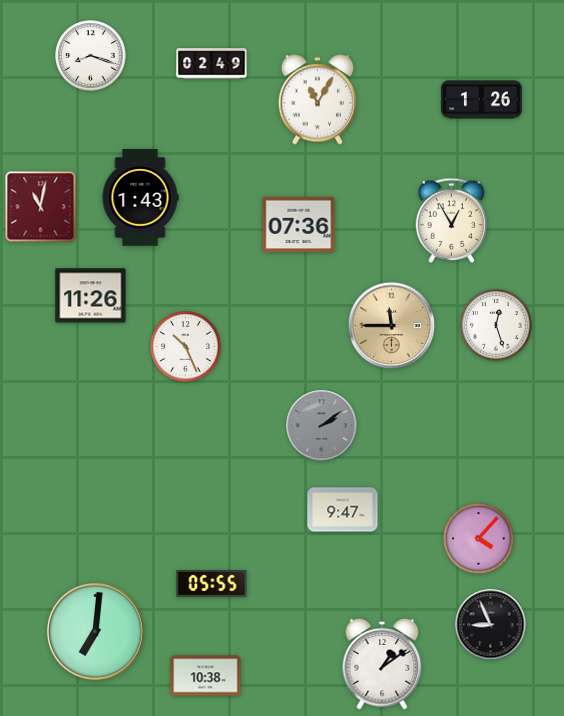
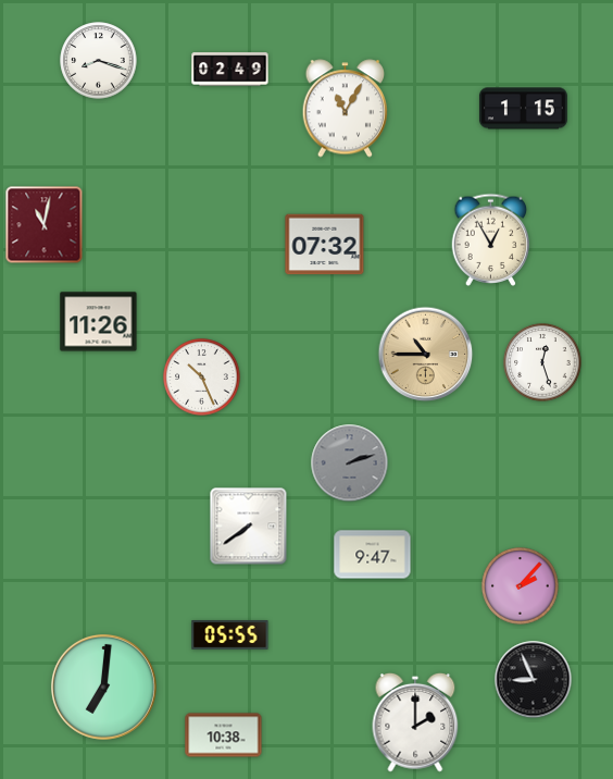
clock at (482, 100): 1:26 -> 1:15
clock at (140, 198): 1:43 -> none
clock at (299, 225): 07:36 -> 07:32
clock at (496, 325) position: (496, 325) -> (542, 362)
clock at (392, 326): 11:45 -> 10:45
clock at (322, 426): 2:09 -> 2:12
clock at (249, 527): none -> 7:39
clock at (479, 539): 4:07 -> 2:07
clock at (382, 664): 1:09 -> 2:00
